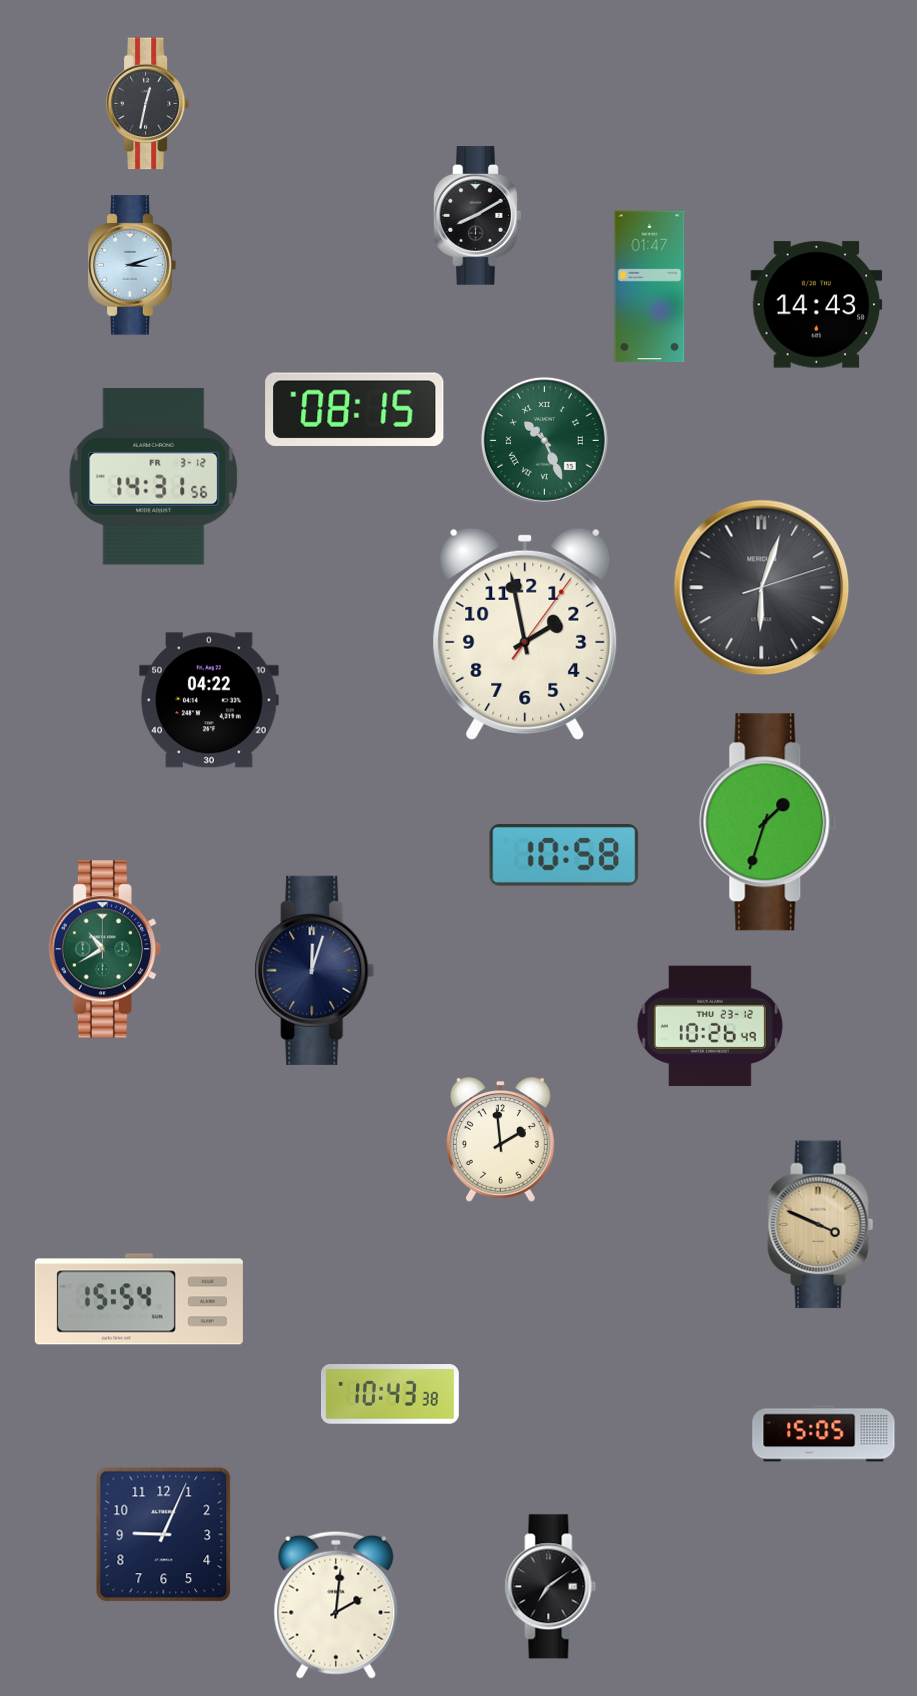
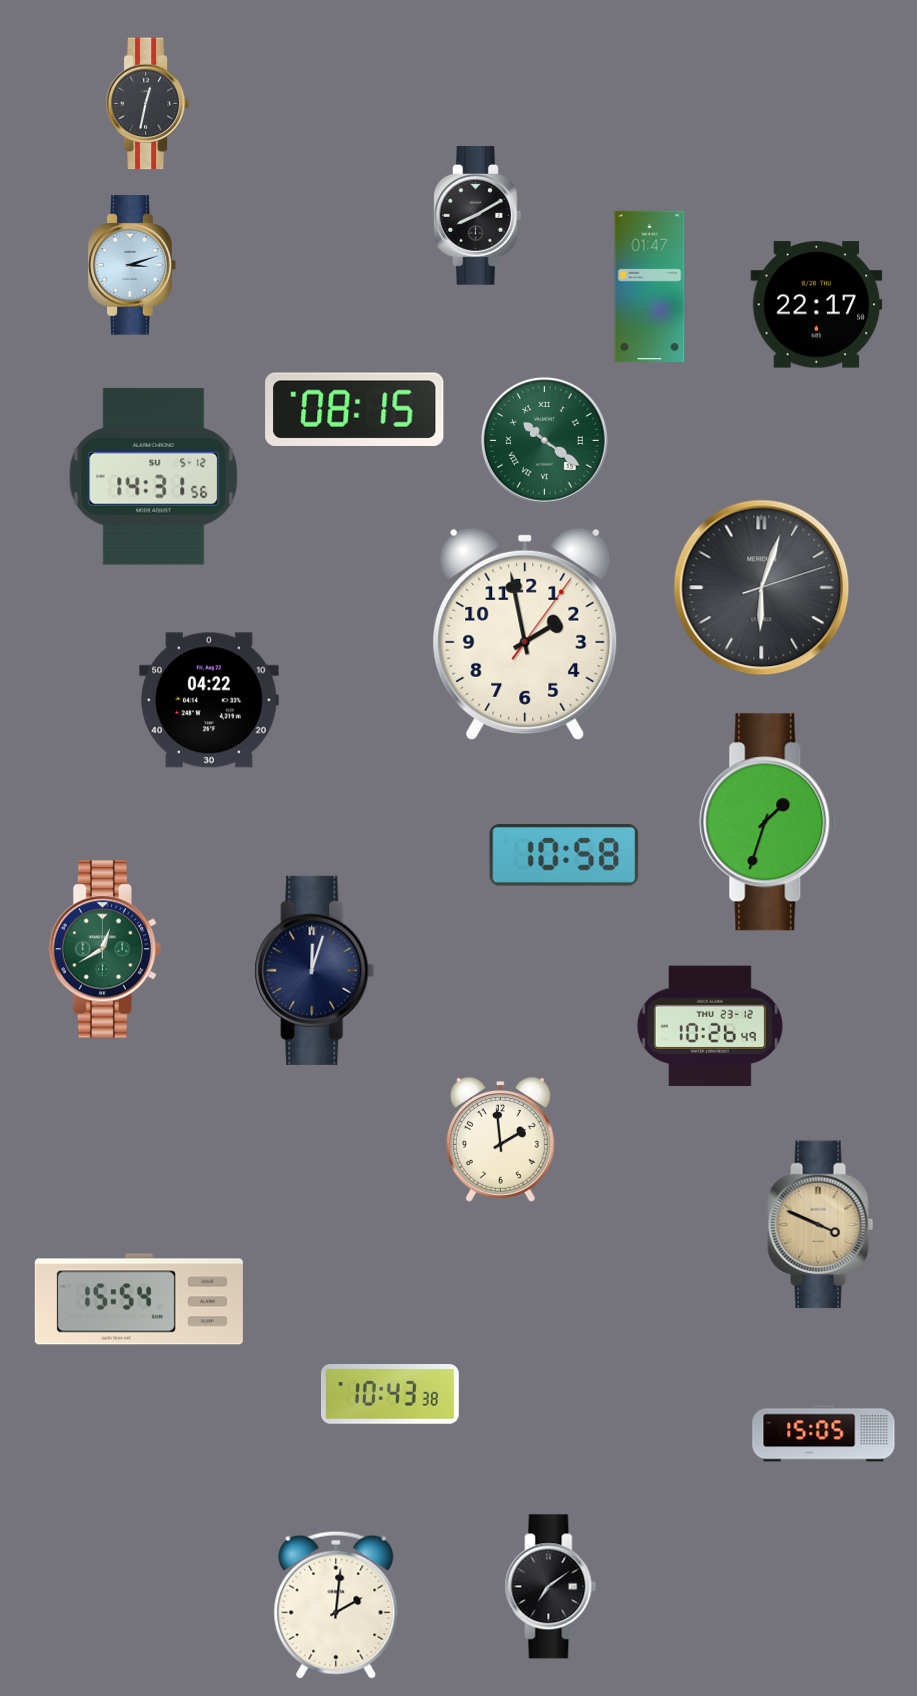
clock at (817, 305): 14:43 -> 22:17
clock at (544, 440): 10:26 -> 10:21
clock at (154, 477) date: FR 3-12 -> SU 5-12
clock at (105, 949): 10:40 -> 12:40
clock at (164, 1535): 9:04 -> none
